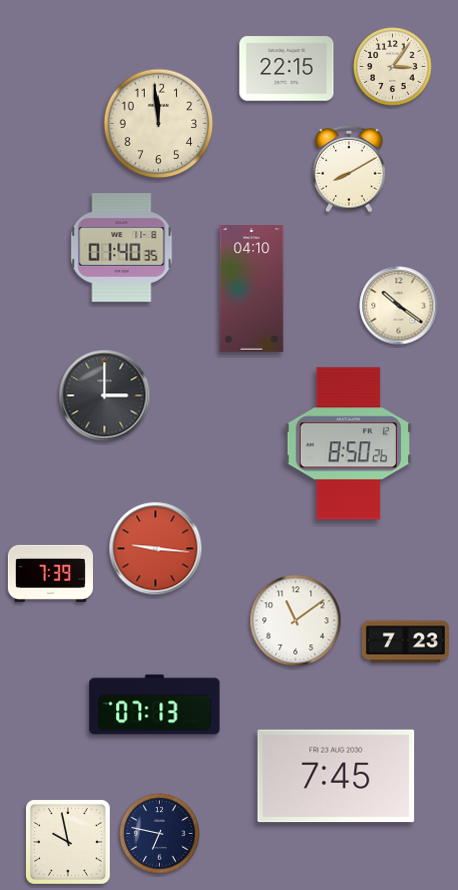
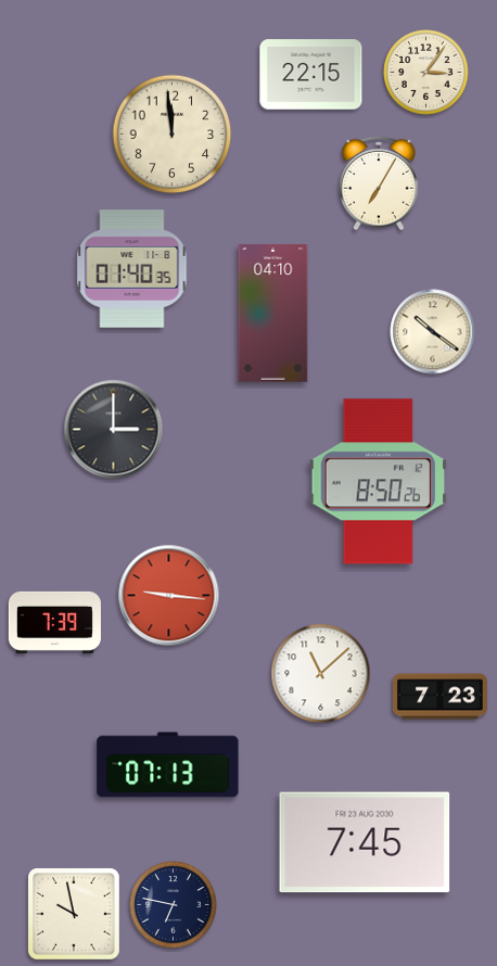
clock at (349, 169): 8:10 -> 7:05
clock at (296, 621): 11:09 -> 11:08
